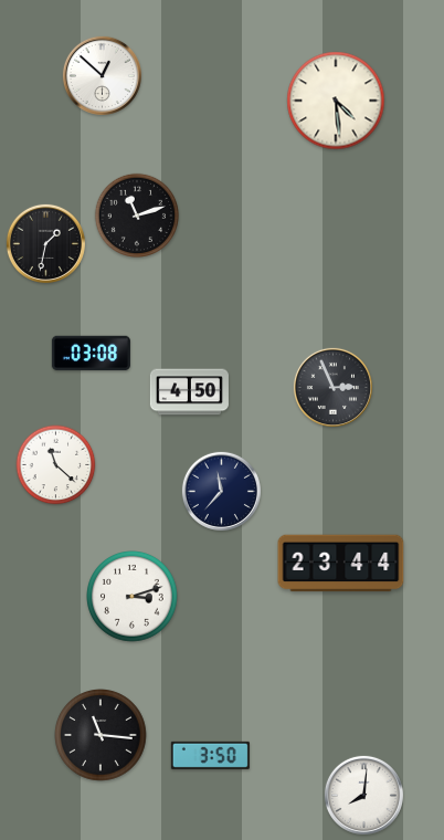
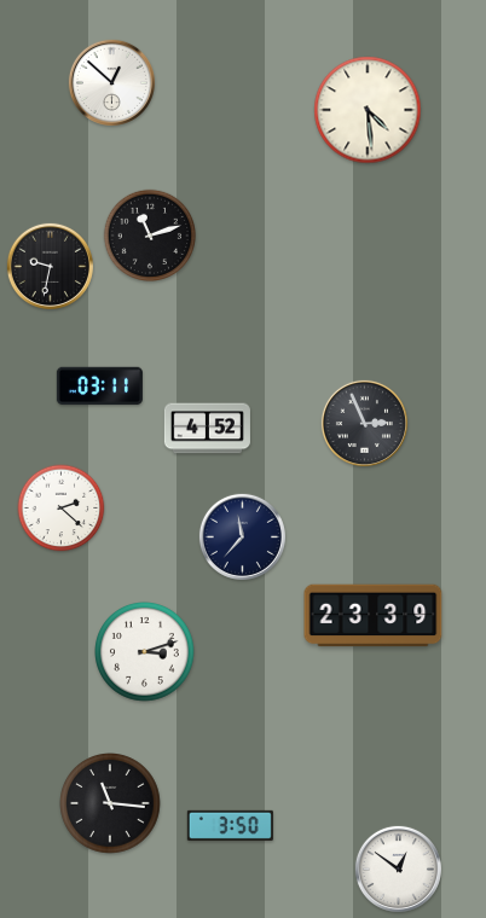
clock at (45, 243): 1:32 -> 9:32
clock at (91, 354): 03:08 -> 03:11
clock at (189, 392): 4:50 -> 4:52
clock at (56, 465): 11:22 -> 2:22
clock at (341, 564): 23:44 -> 23:39
clock at (363, 795): 8:01 -> 12:51
